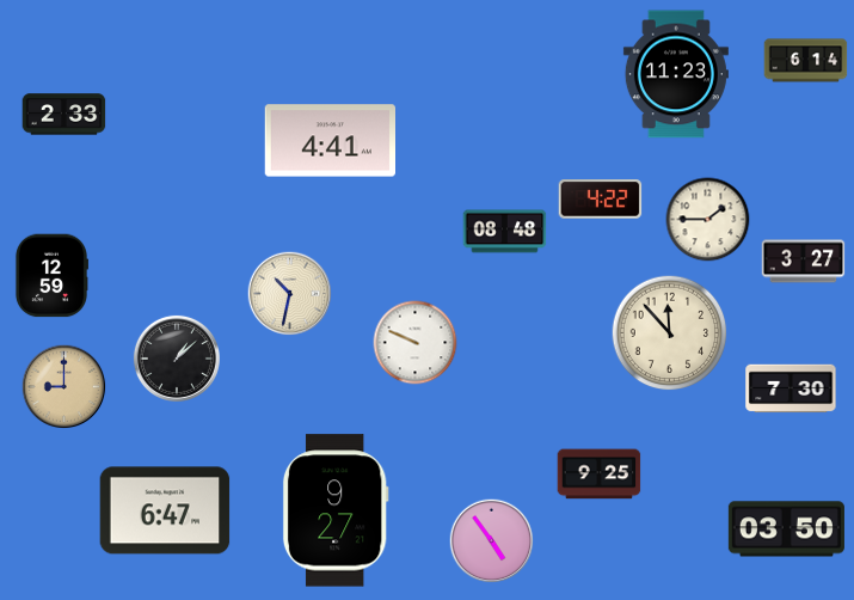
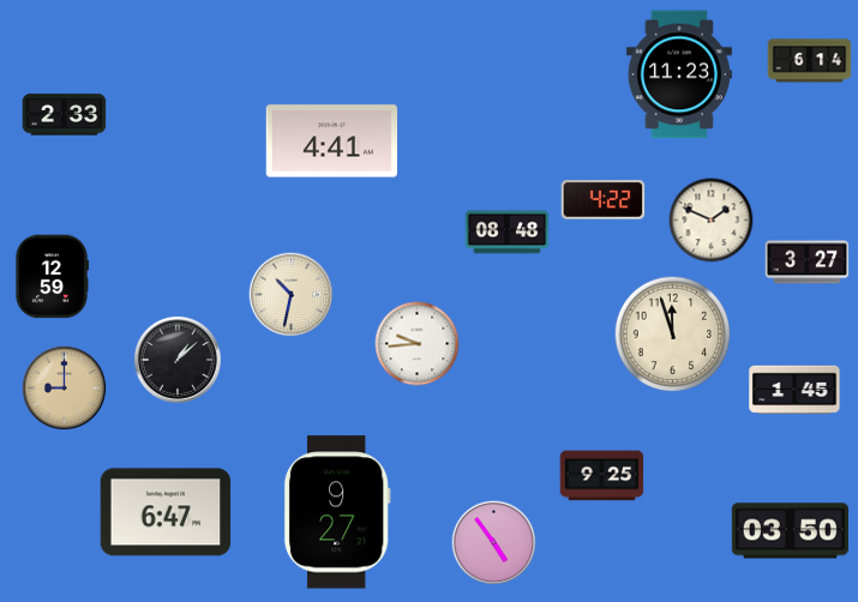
clock at (708, 220): 1:45 -> 1:49
clock at (670, 333): 11:53 -> 11:57
clock at (416, 343): 9:49 -> 9:44
clock at (791, 388): 7:30 -> 1:45
